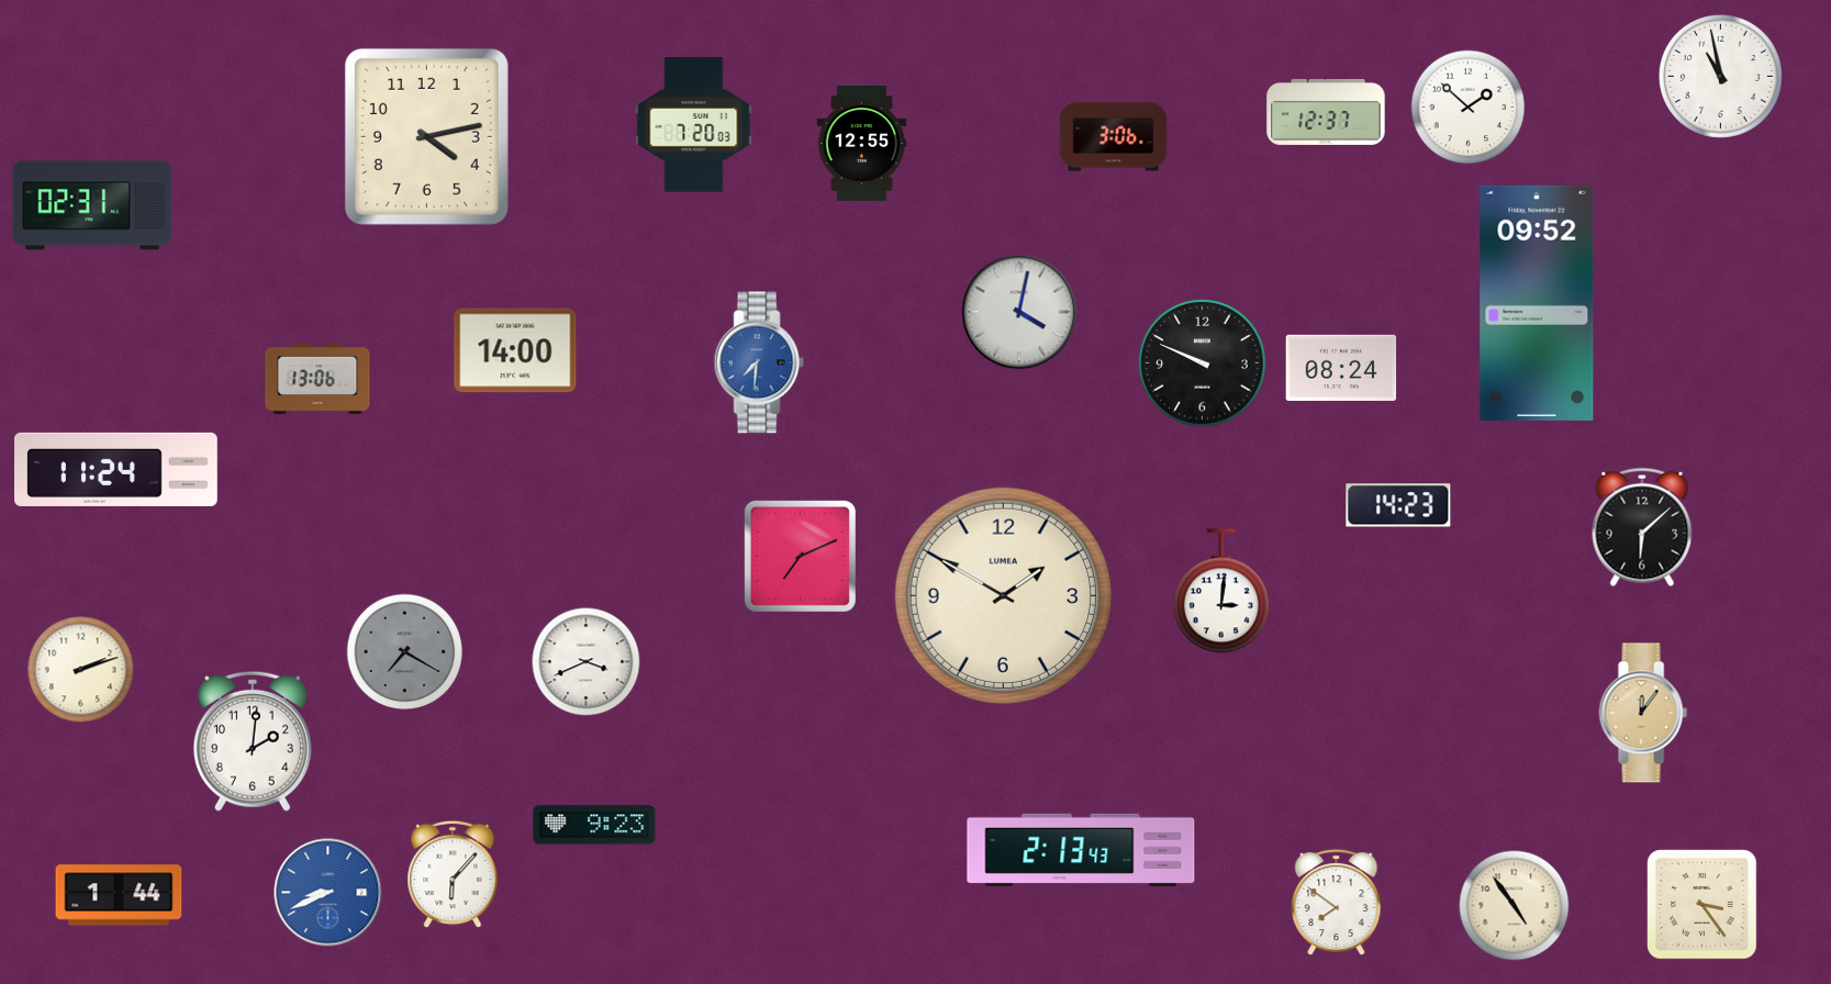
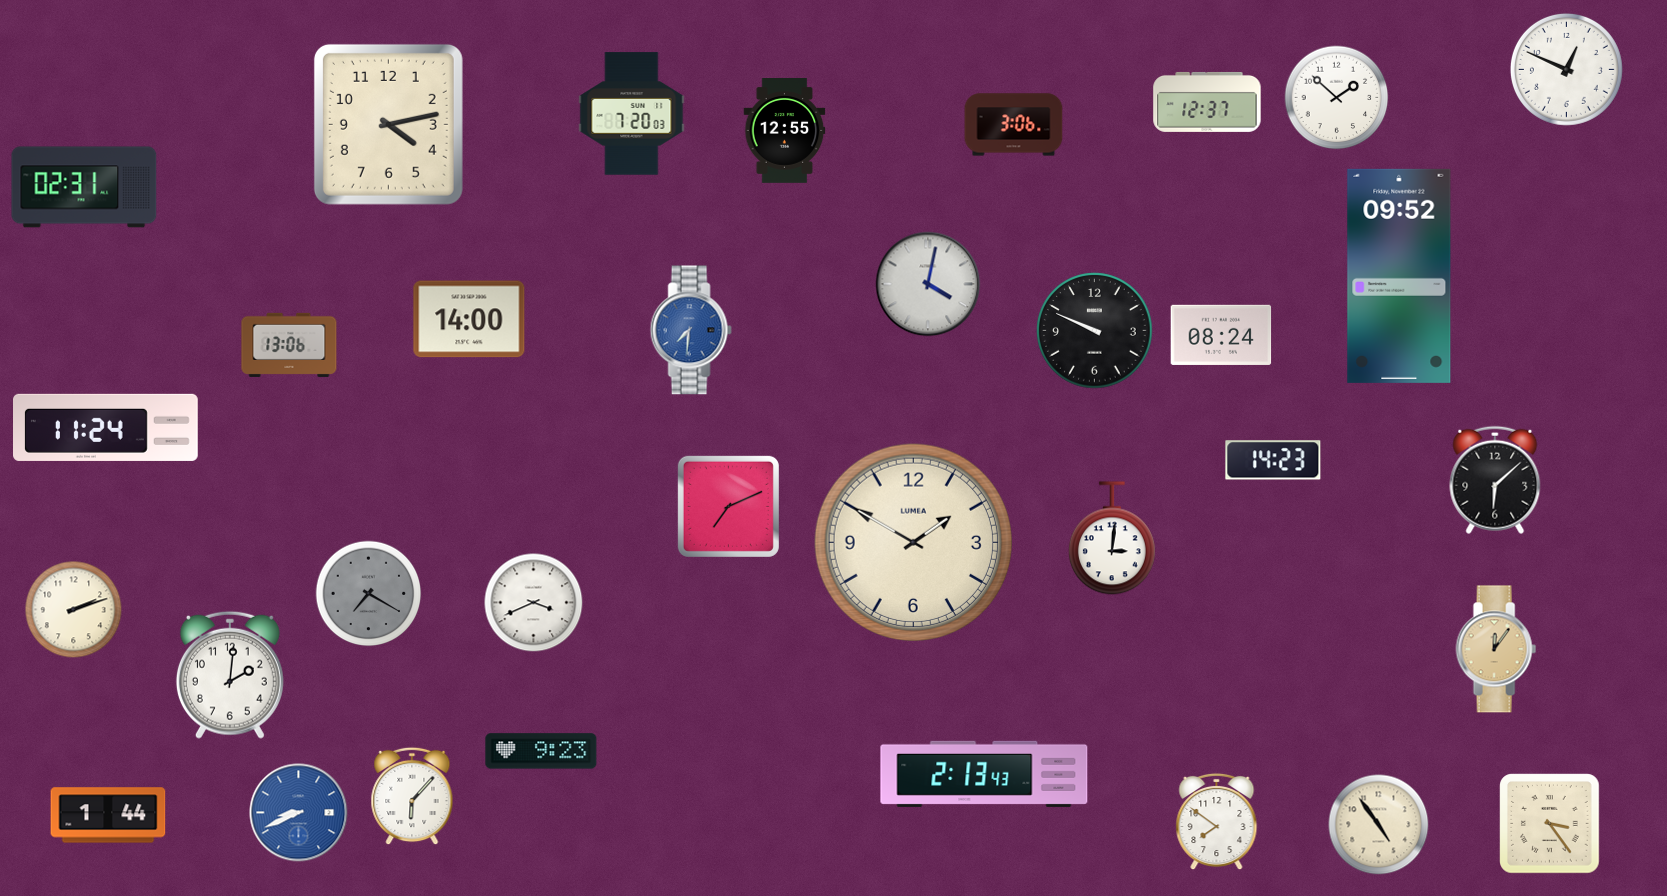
clock at (1720, 76): 10:58 -> 12:49
